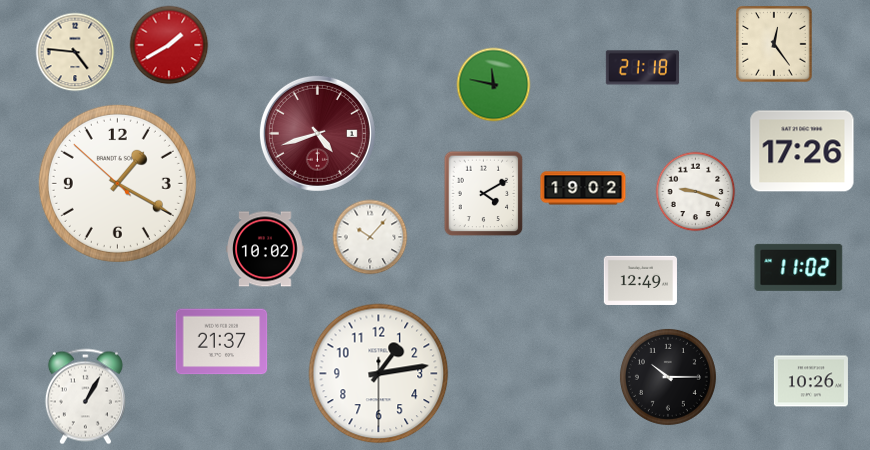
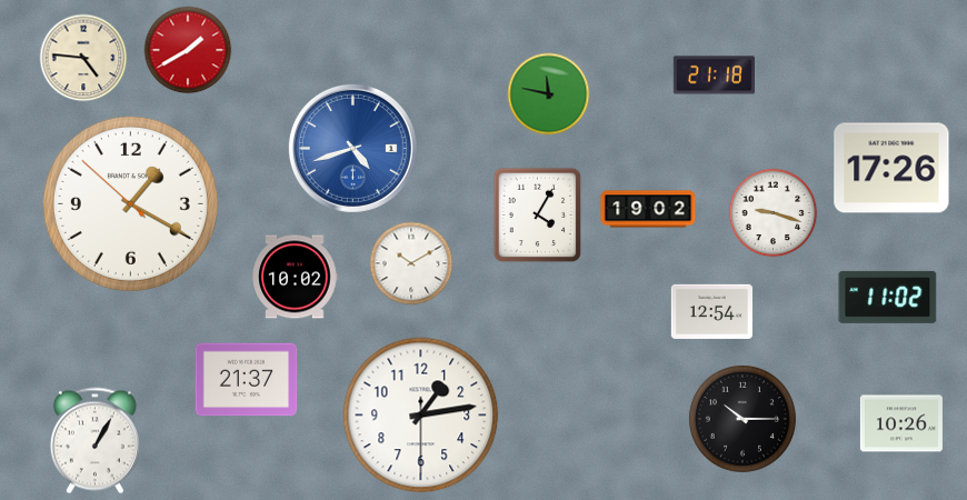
clock at (774, 44): 12:24 -> none
clock at (317, 133) dial: burgundy -> blue
clock at (484, 194): 4:10 -> 4:05
clock at (370, 237): 10:07 -> 10:10
clock at (640, 280): 12:49 -> 12:54
